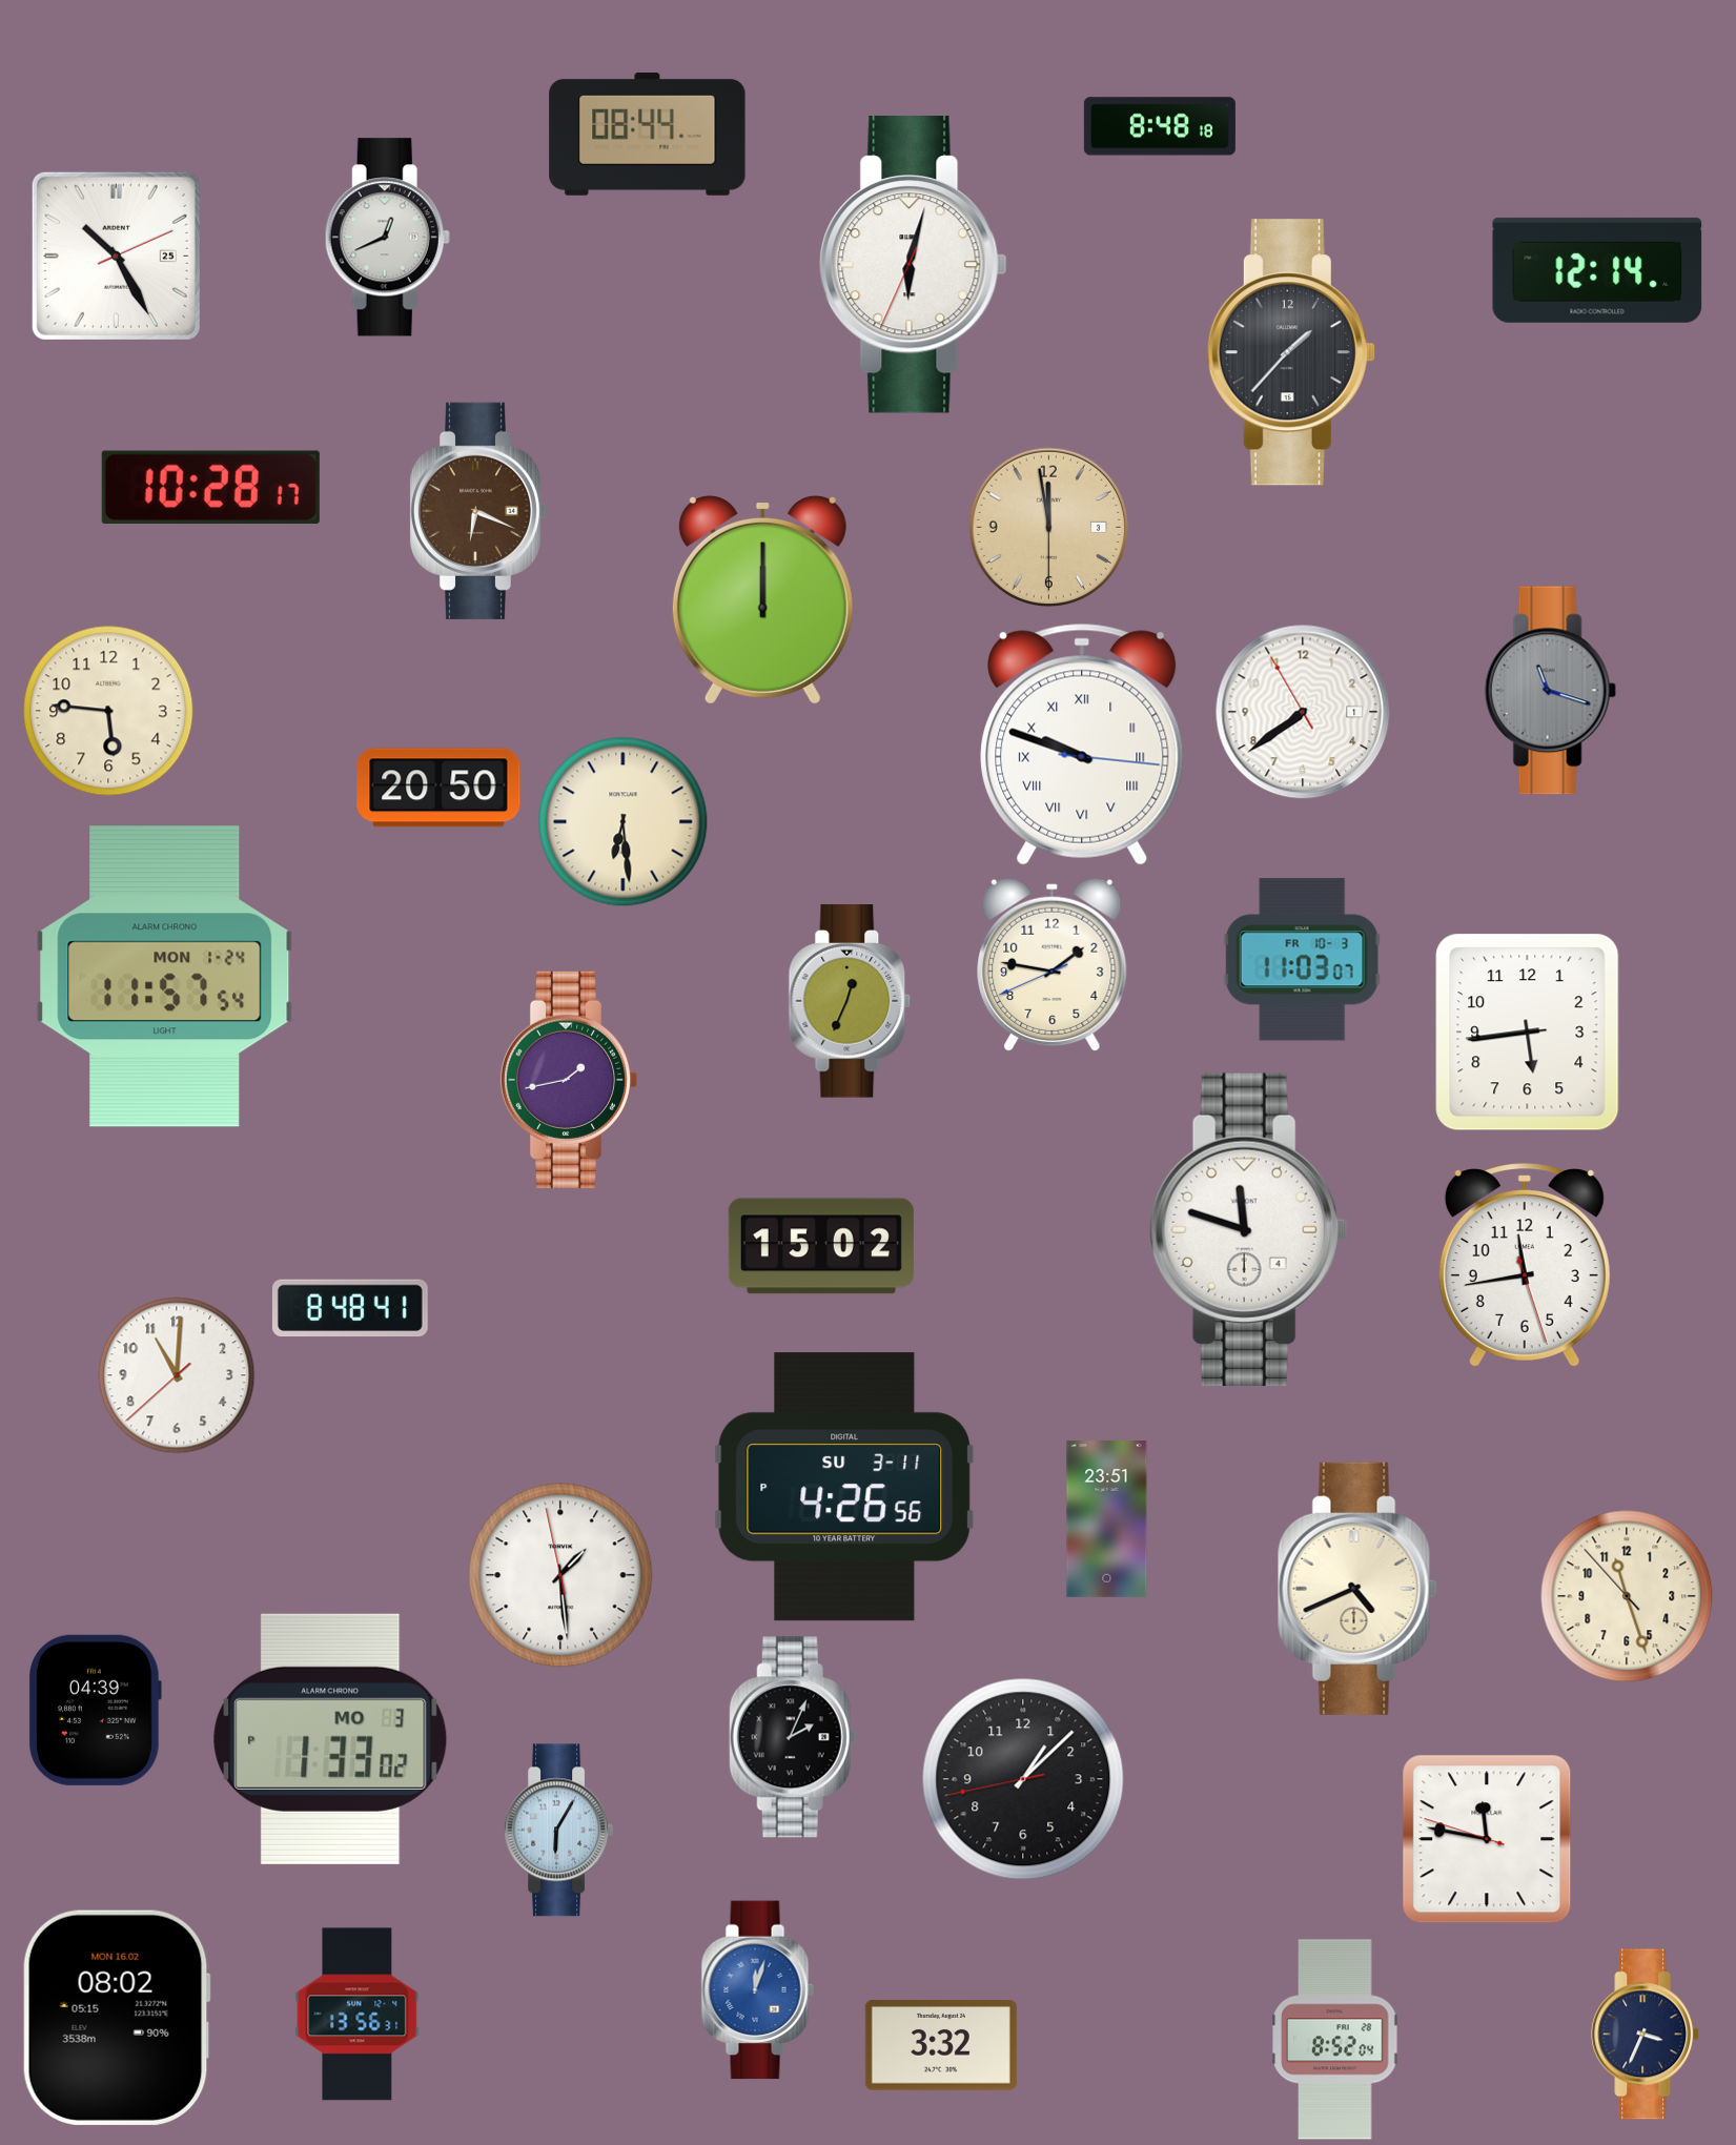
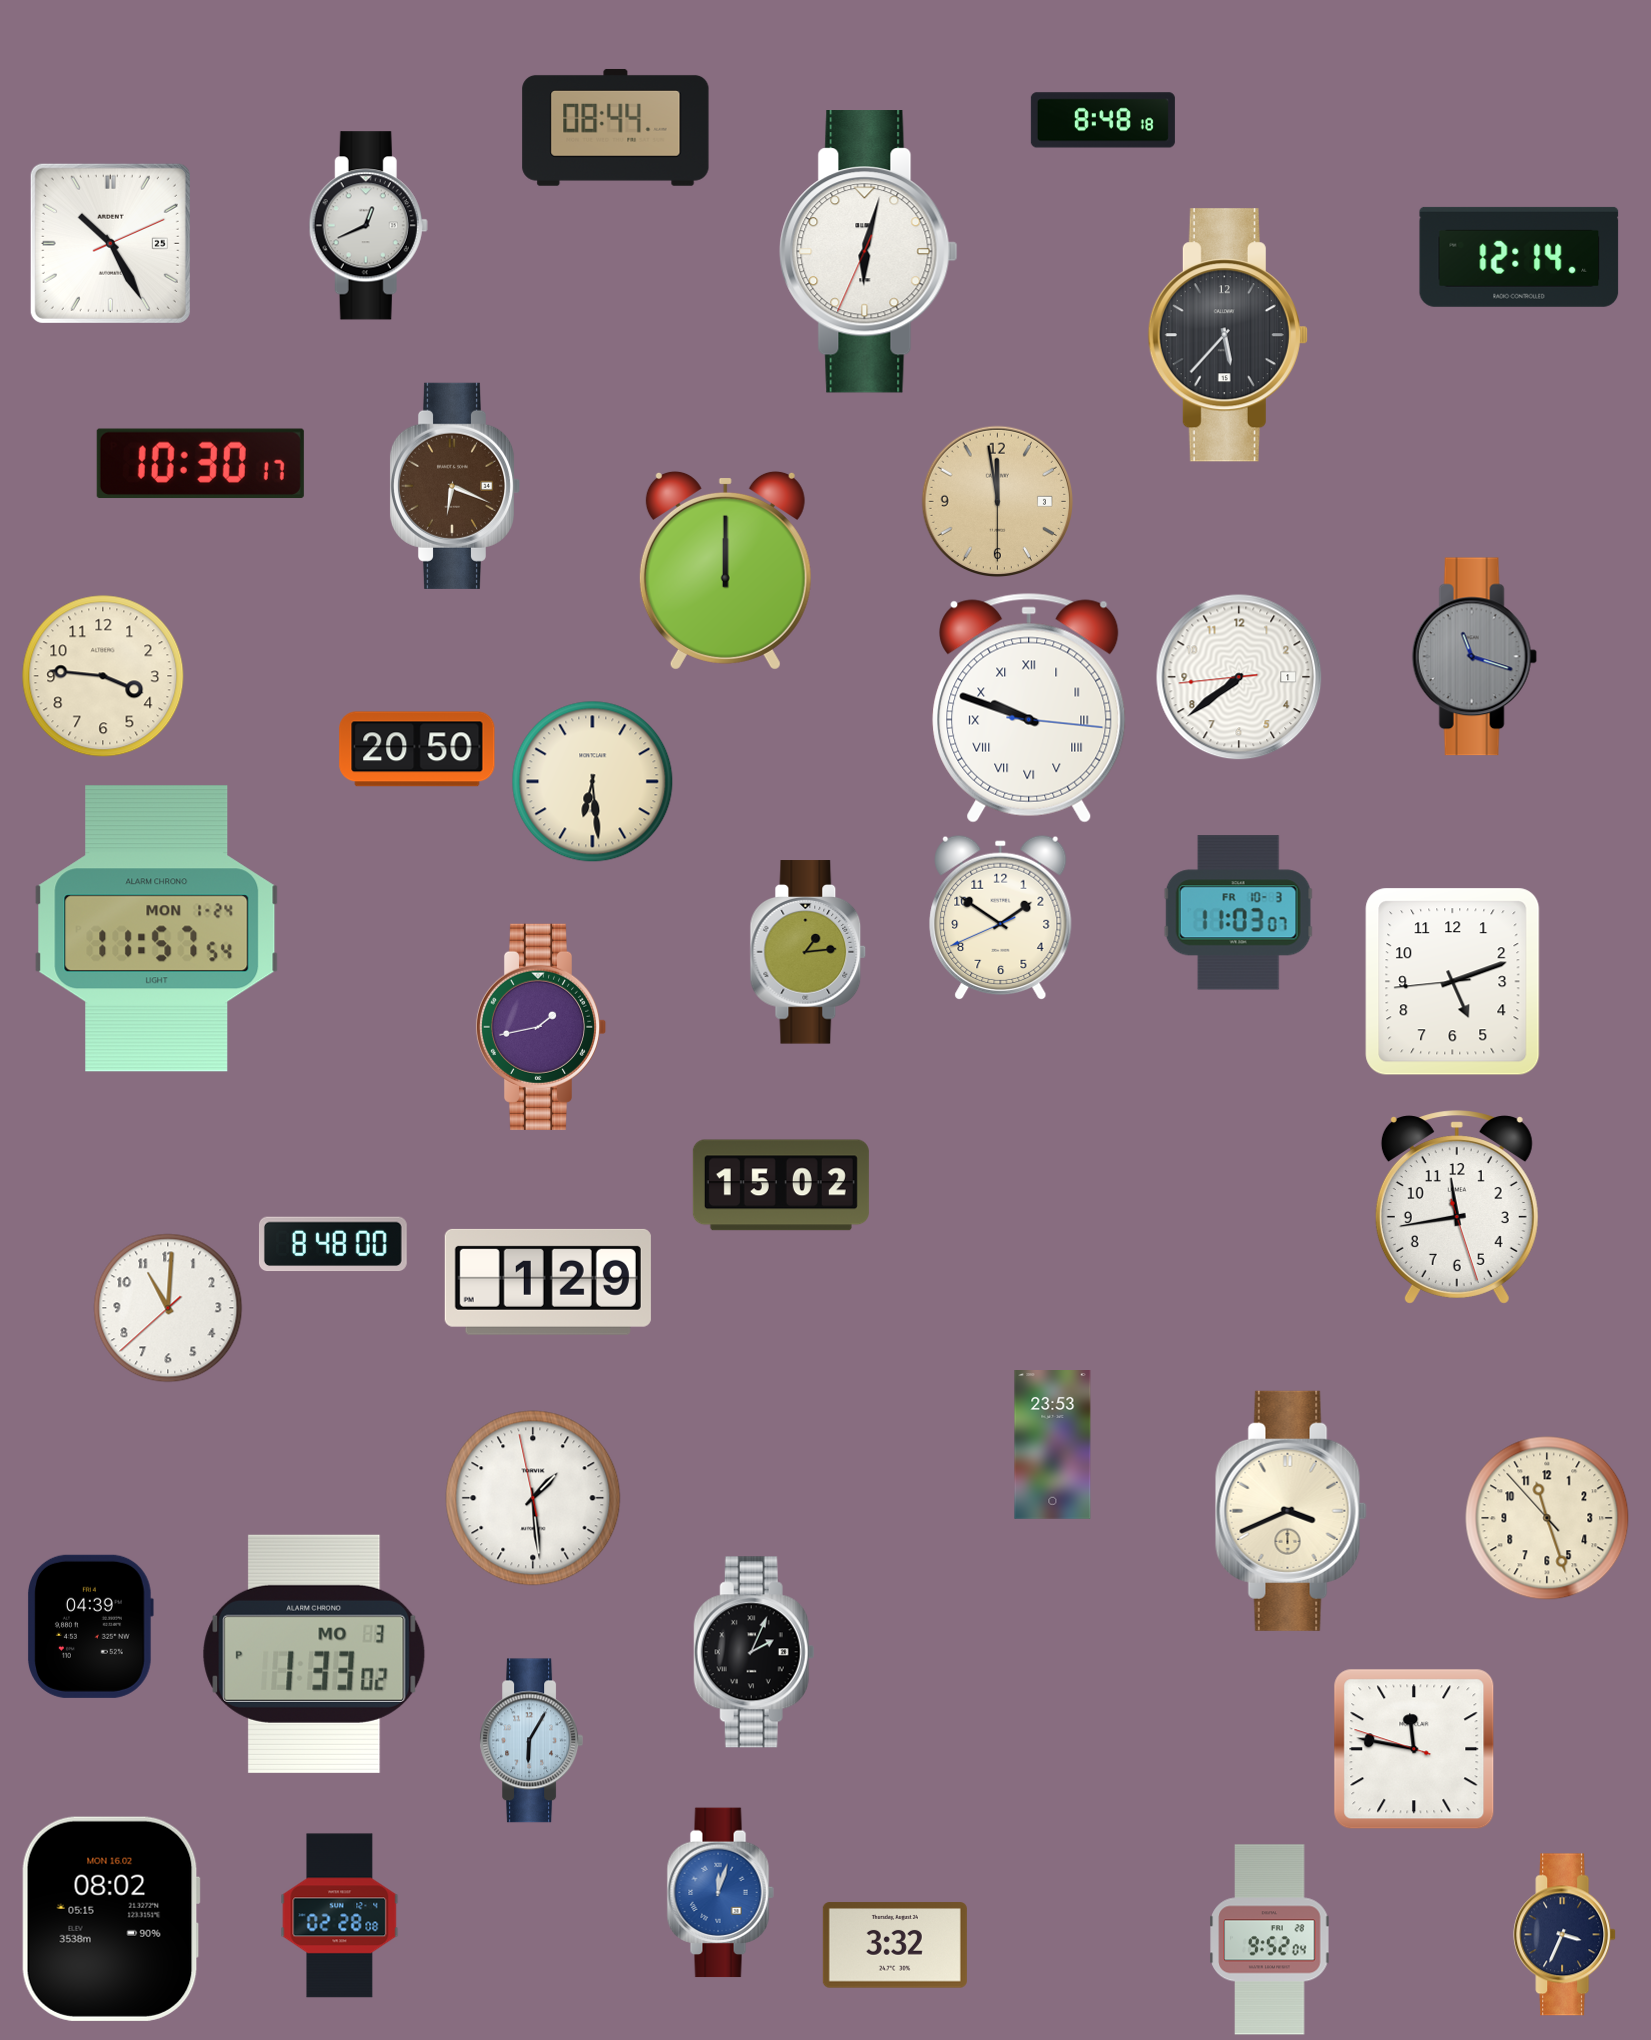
clock at (1291, 352): 1:37 -> 5:37
clock at (210, 488): 10:28 -> 10:30
clock at (108, 711): 5:46 -> 3:46
clock at (1303, 712): 7:38:55 -> 7:38:44
clock at (1053, 964): 1:46 -> 1:50
clock at (850, 1001): 12:34 -> 1:14
clock at (1528, 1033): 5:43 -> 5:11
clock at (1248, 1229): 11:48 -> none
clock at (1525, 1265) position: (1525, 1265) -> (1457, 1207)
clock at (350, 1308): 8:48:41 -> 8:48:00
clock at (548, 1282): none -> 1:29
clock at (843, 1487): 4:26 -> none
clock at (1107, 1519): 23:51 -> 23:53
clock at (1357, 1589): 4:41 -> 3:41
clock at (1023, 1779): 1:07 -> none
clock at (358, 2015): 13:56 -> 02:28
clock at (1335, 2040): 8:52 -> 9:52
